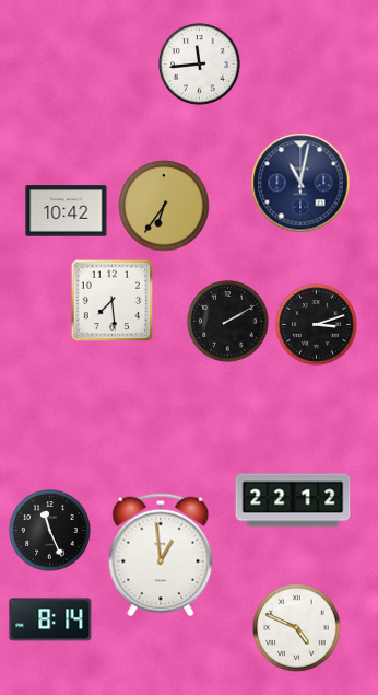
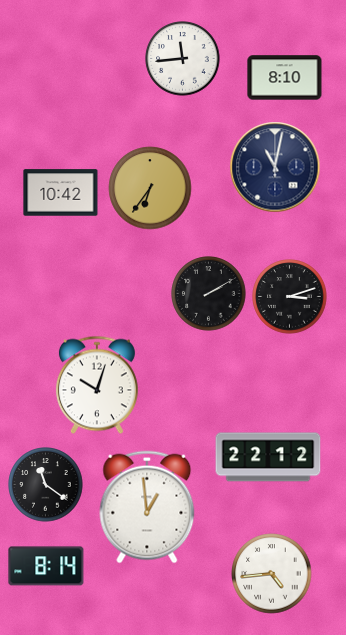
clock at (285, 78): none -> 8:10
clock at (113, 301): 7:29 -> none
clock at (97, 385): none -> 10:03
clock at (50, 531): 11:26 -> 11:21
clock at (297, 628): 4:49 -> 4:44
